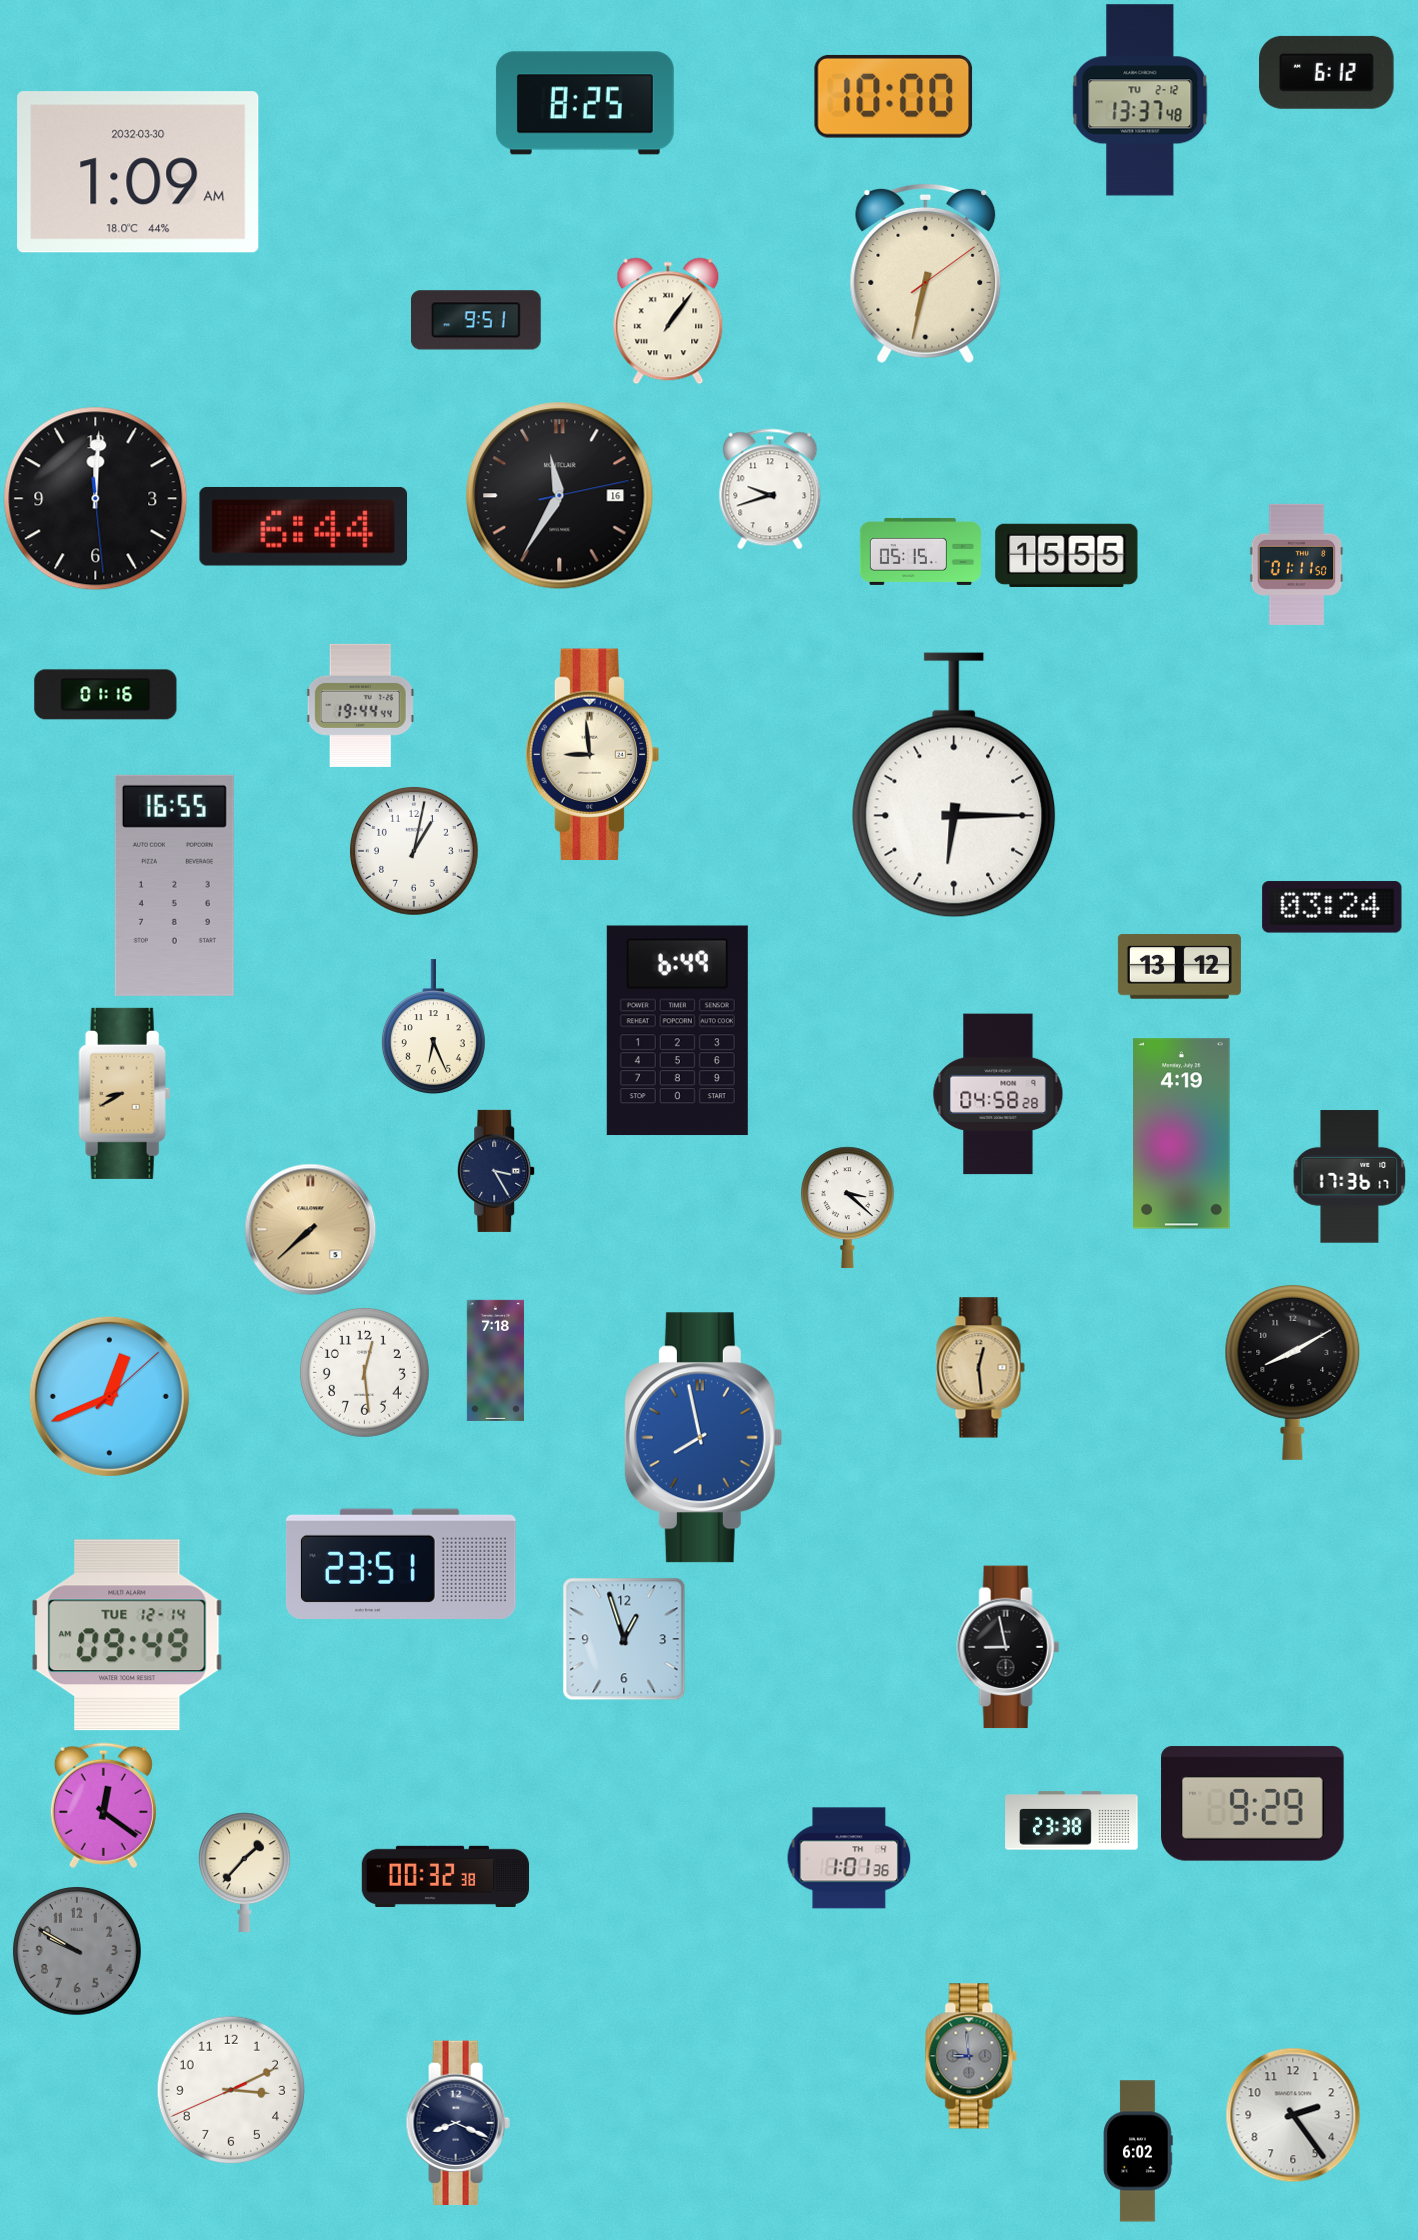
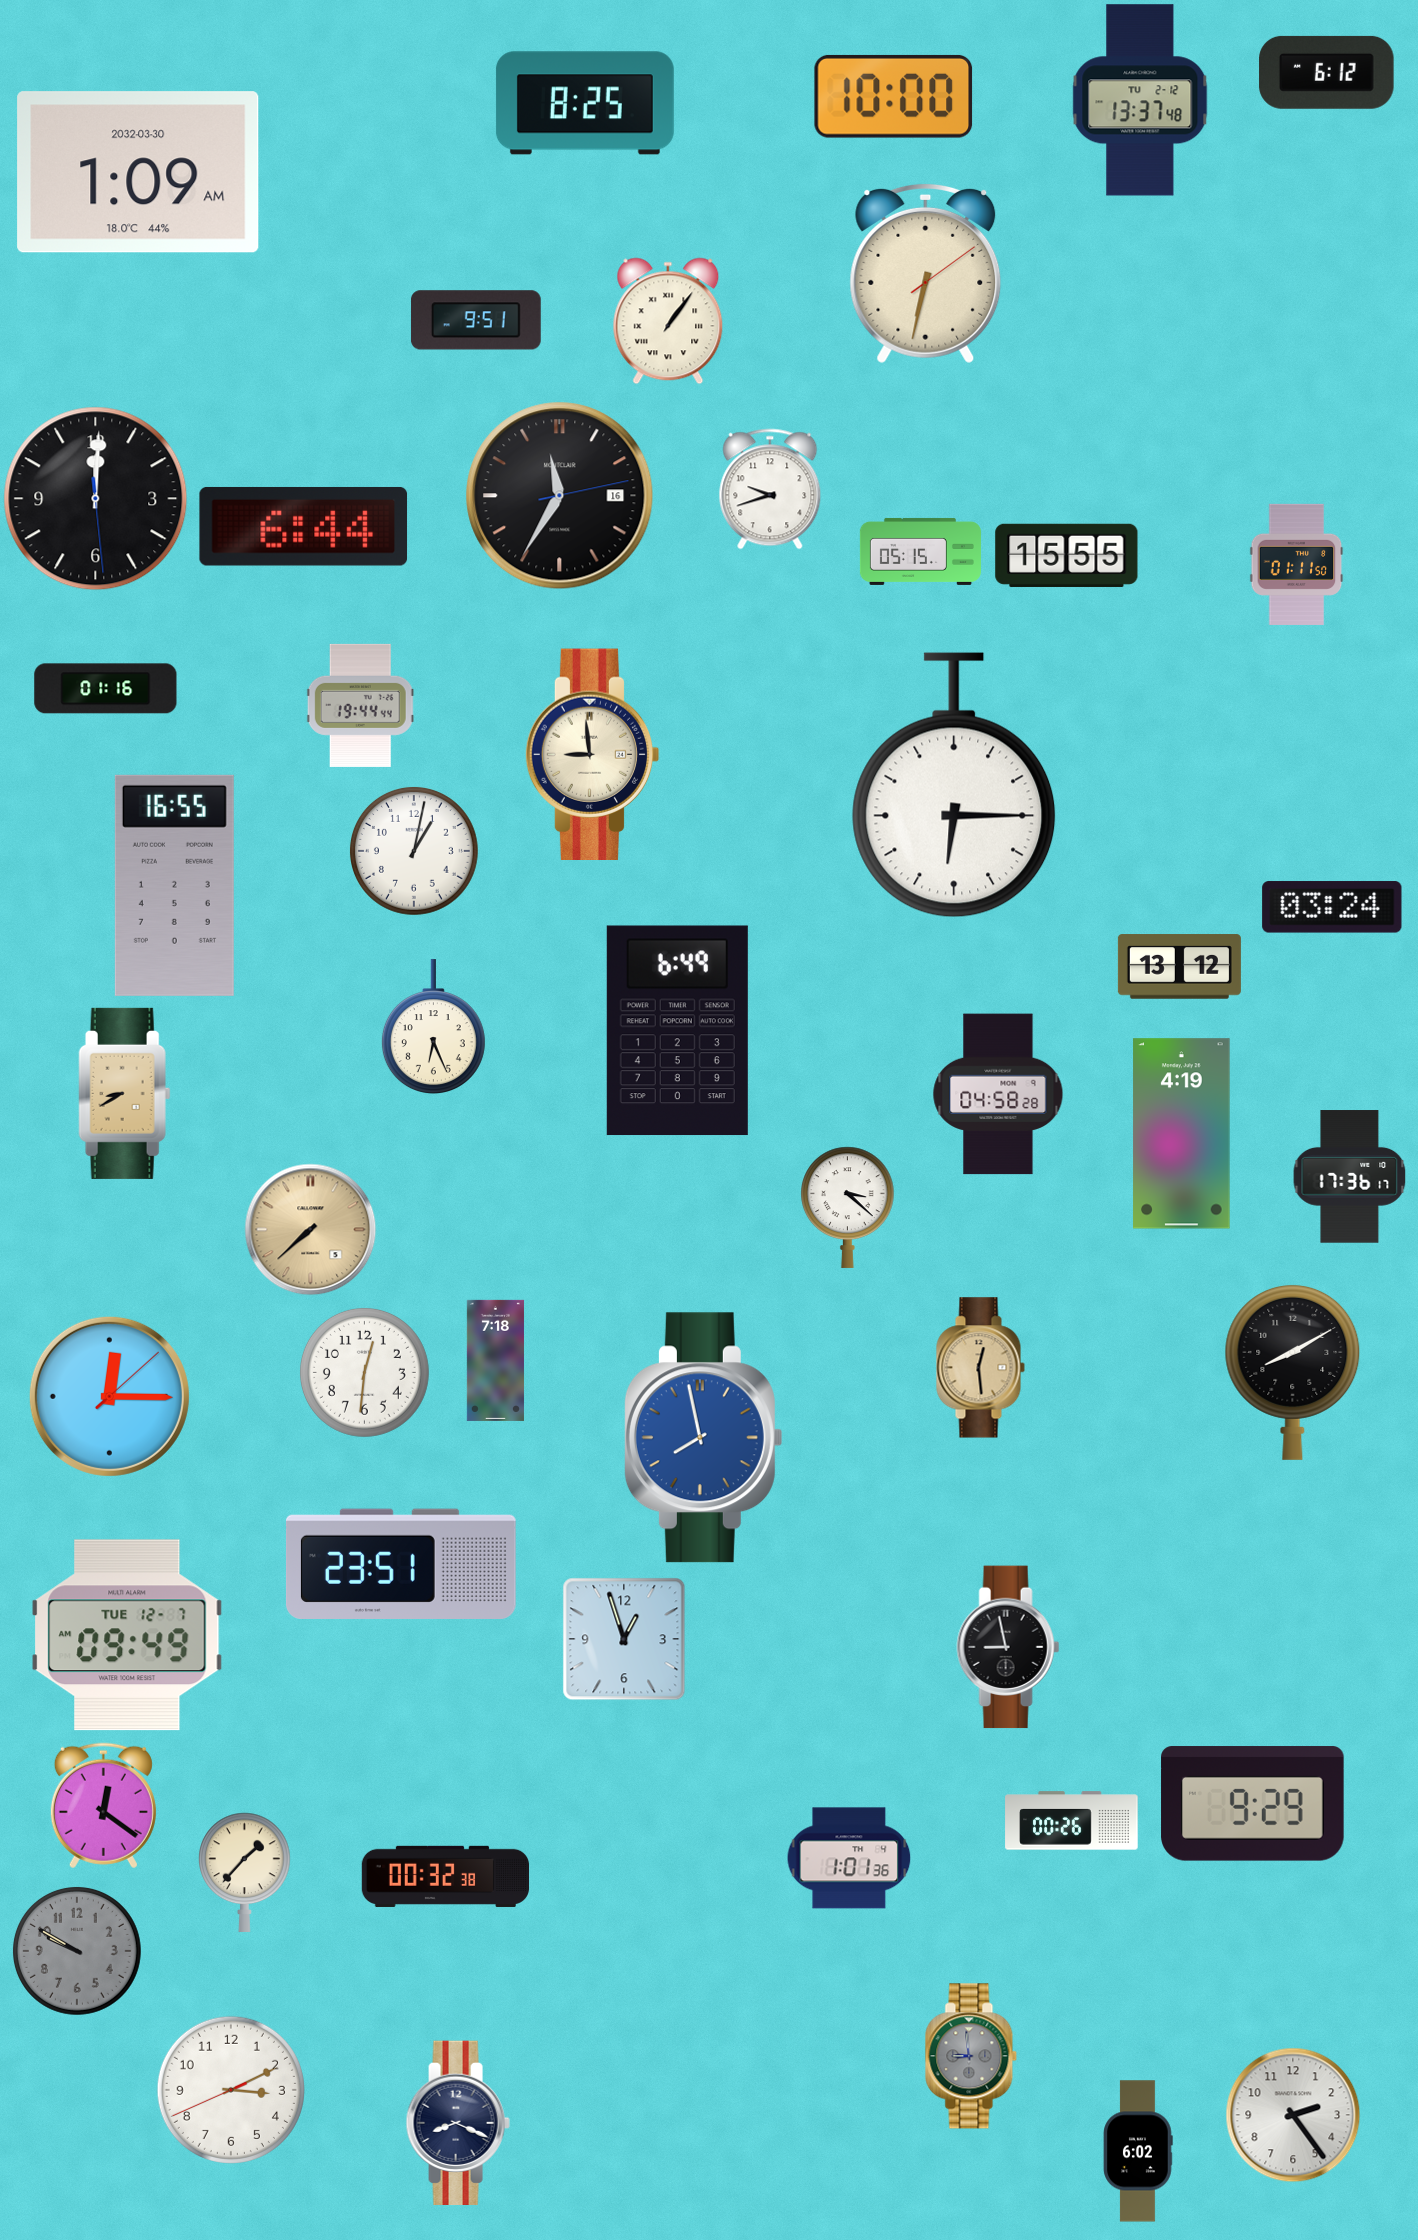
clock at (106, 695) position: (106, 695) -> (106, 689)
clock at (497, 1171): 3:25 -> none
clock at (364, 1372): 12:29 -> 12:31
clock at (109, 1396): 12:41 -> 12:15
clock at (127, 1635) date: TUE 12-14 -> TUE 12-7
clock at (1072, 1821): 23:38 -> 00:26
